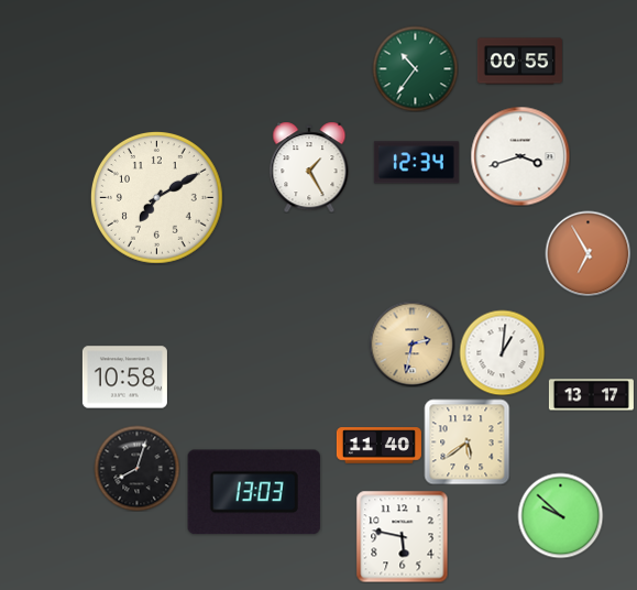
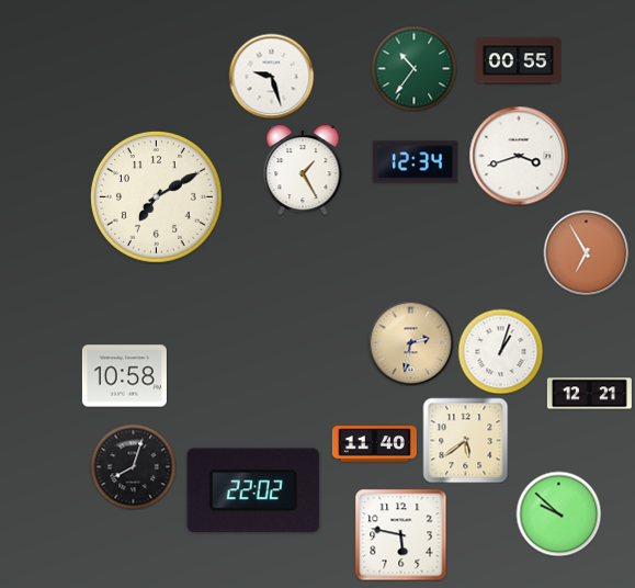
clock at (271, 76): none -> 9:27
clock at (309, 167) position: (309, 167) -> (303, 170)
clock at (502, 352): 1:01 -> 1:03
clock at (591, 395): 13:17 -> 12:21
clock at (378, 446) position: (378, 446) -> (374, 444)
clock at (136, 468) position: (136, 468) -> (133, 466)
clock at (254, 492): 13:03 -> 22:02
